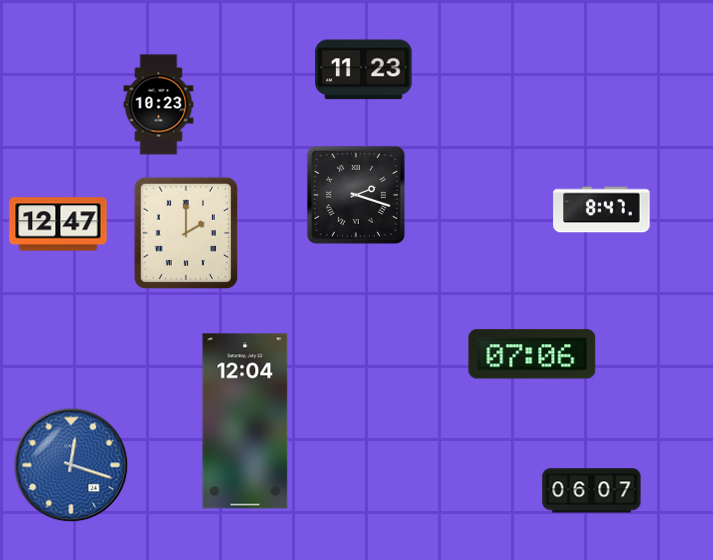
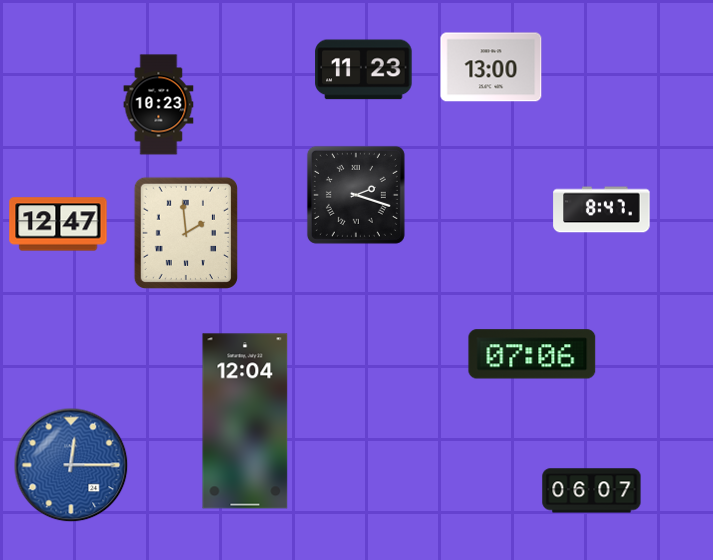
clock at (491, 67): none -> 13:00
clock at (186, 233): 2:00 -> 1:59
clock at (71, 465): 12:18 -> 12:15
